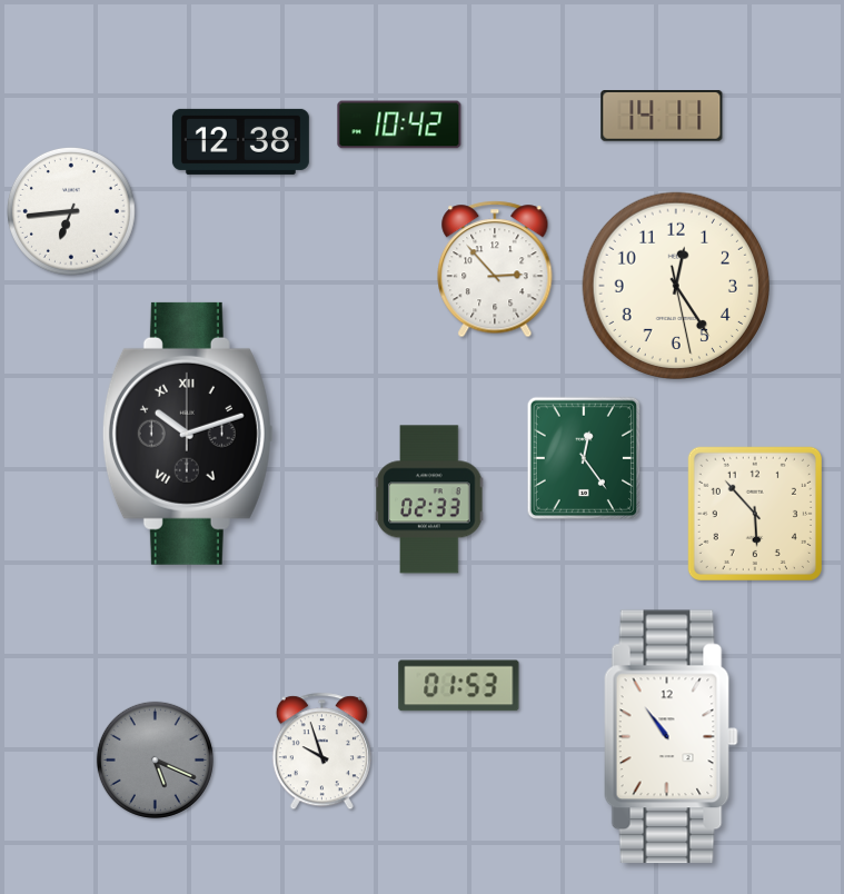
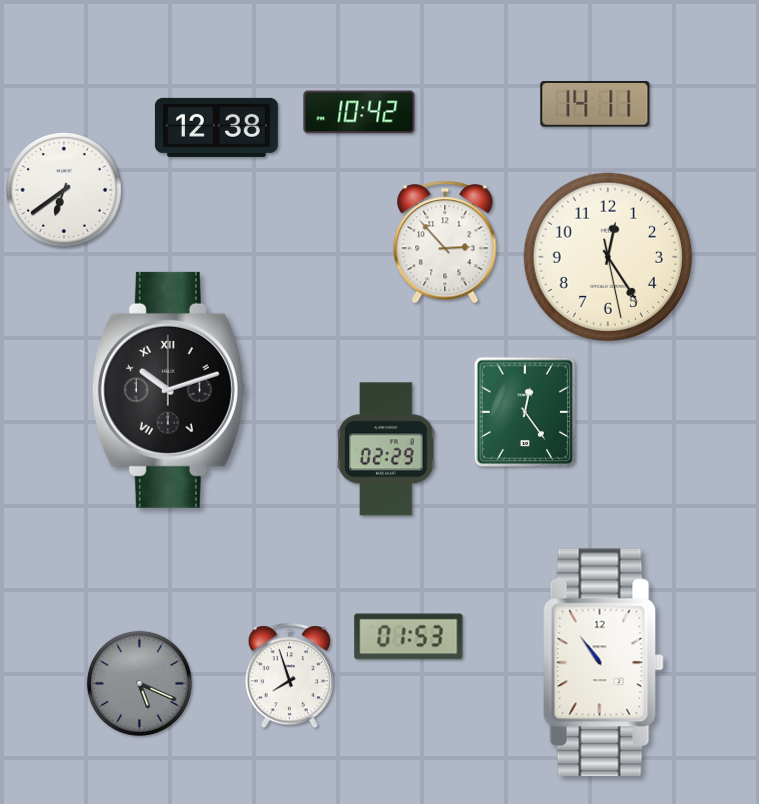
clock at (71, 211): 6:44 -> 6:39
clock at (429, 499): 02:33 -> 02:29
clock at (755, 514): 5:53 -> none
clock at (459, 686) position: (459, 686) -> (409, 637)
clock at (321, 752): 9:57 -> 7:57
